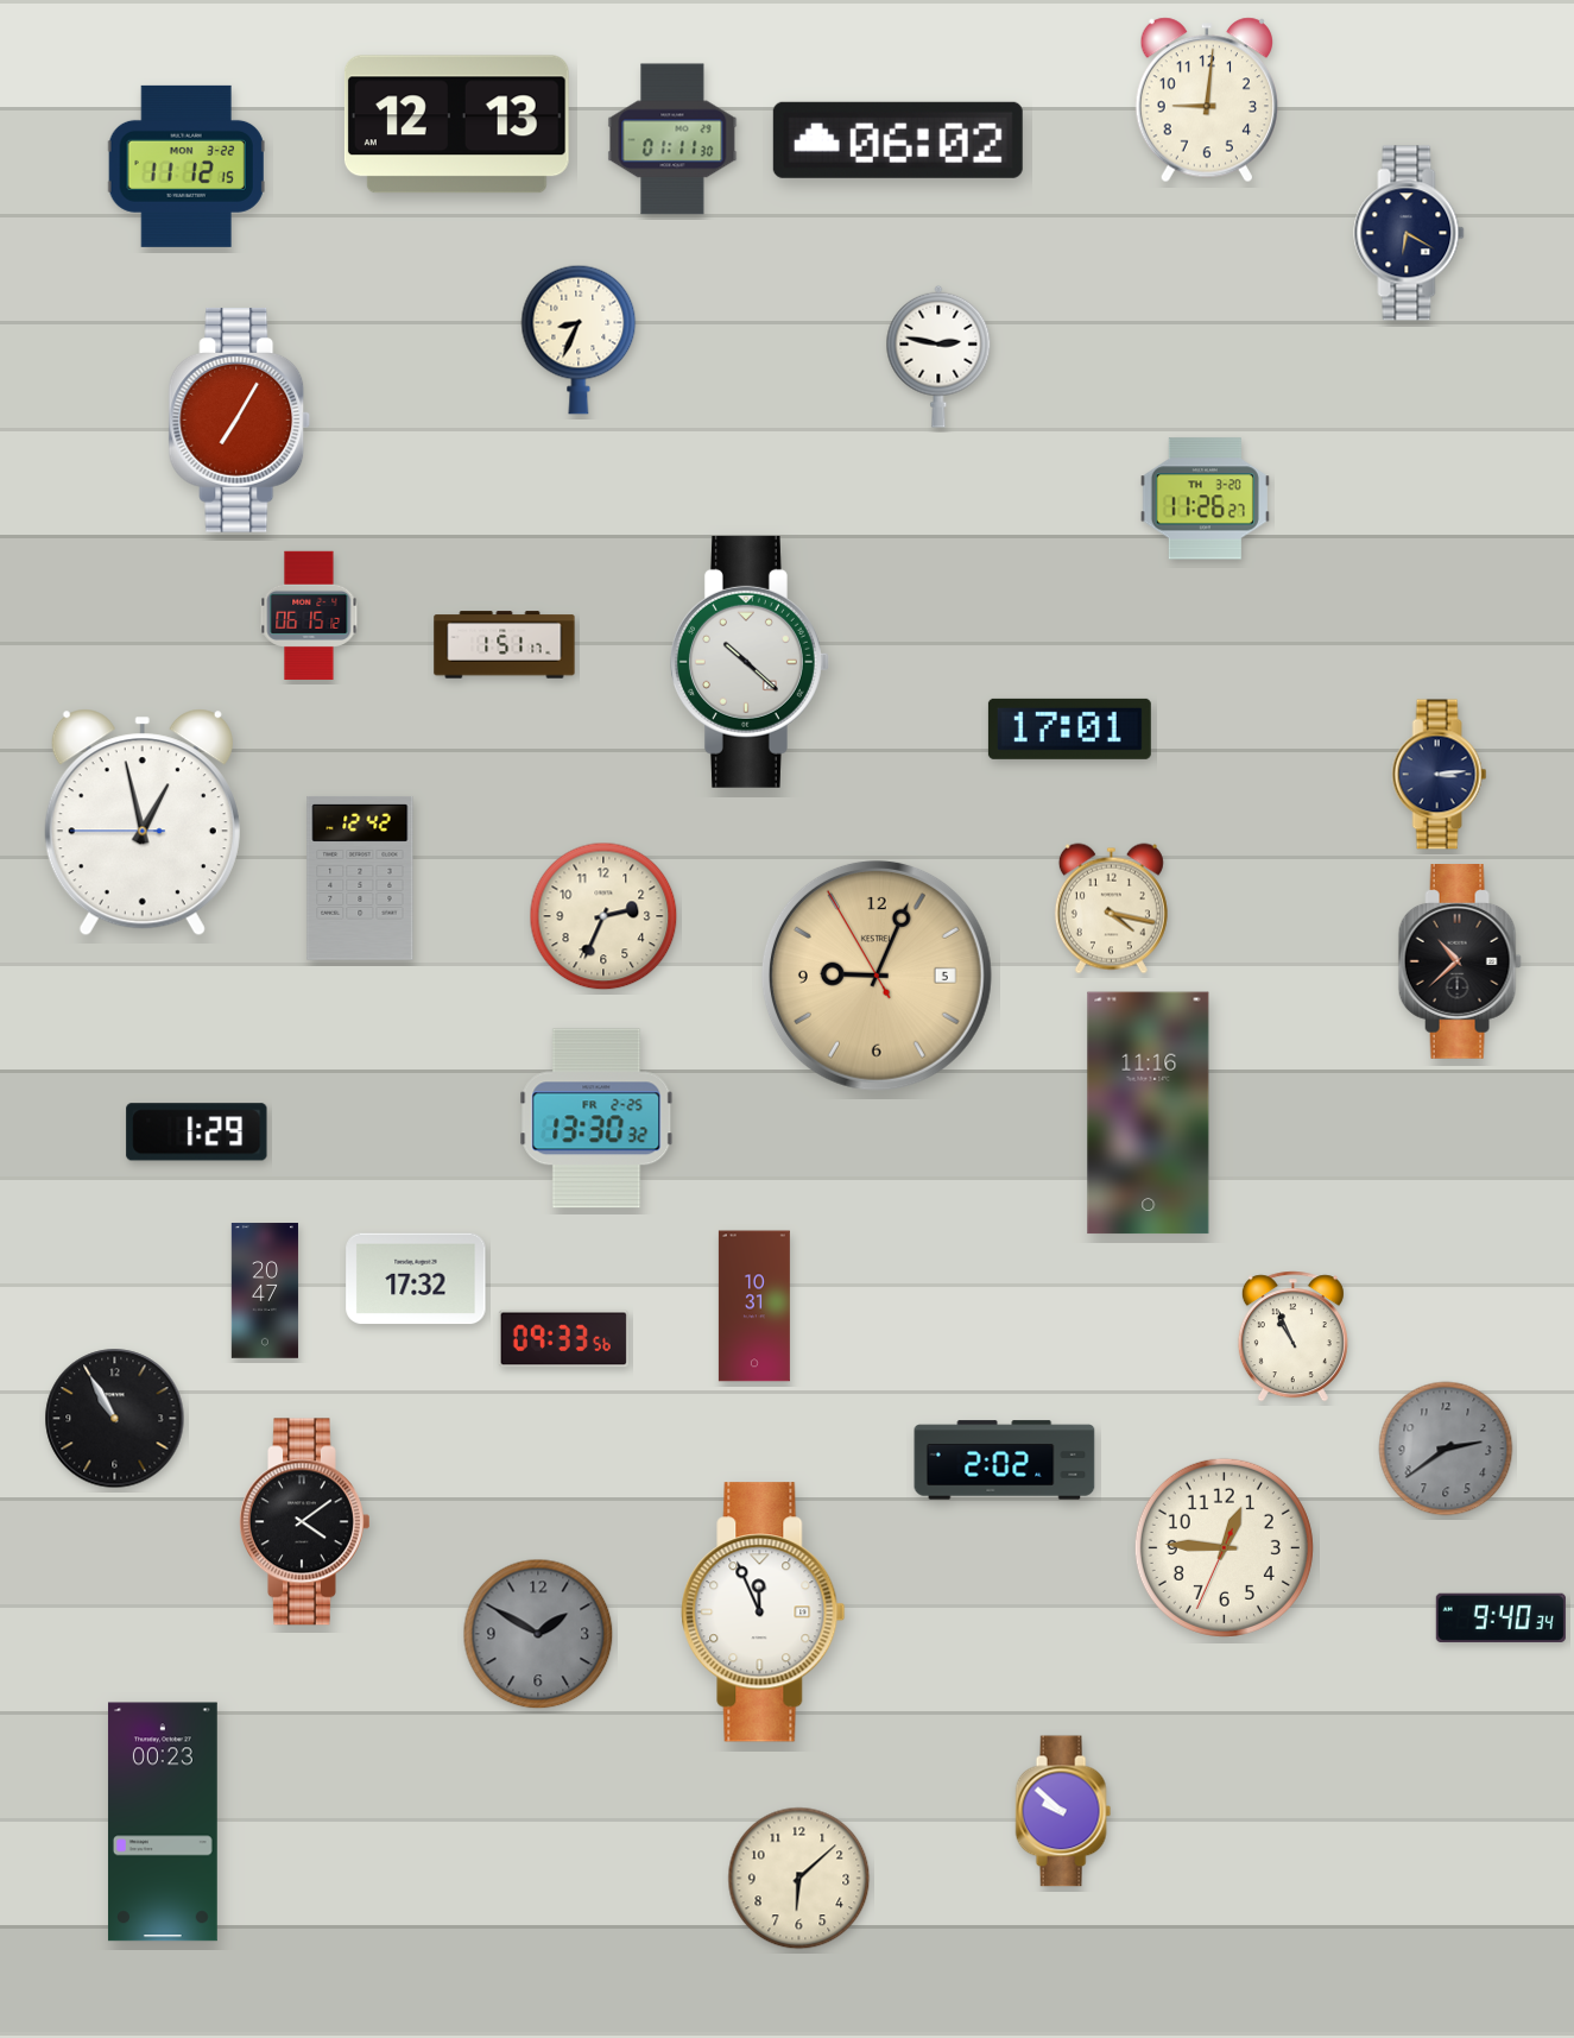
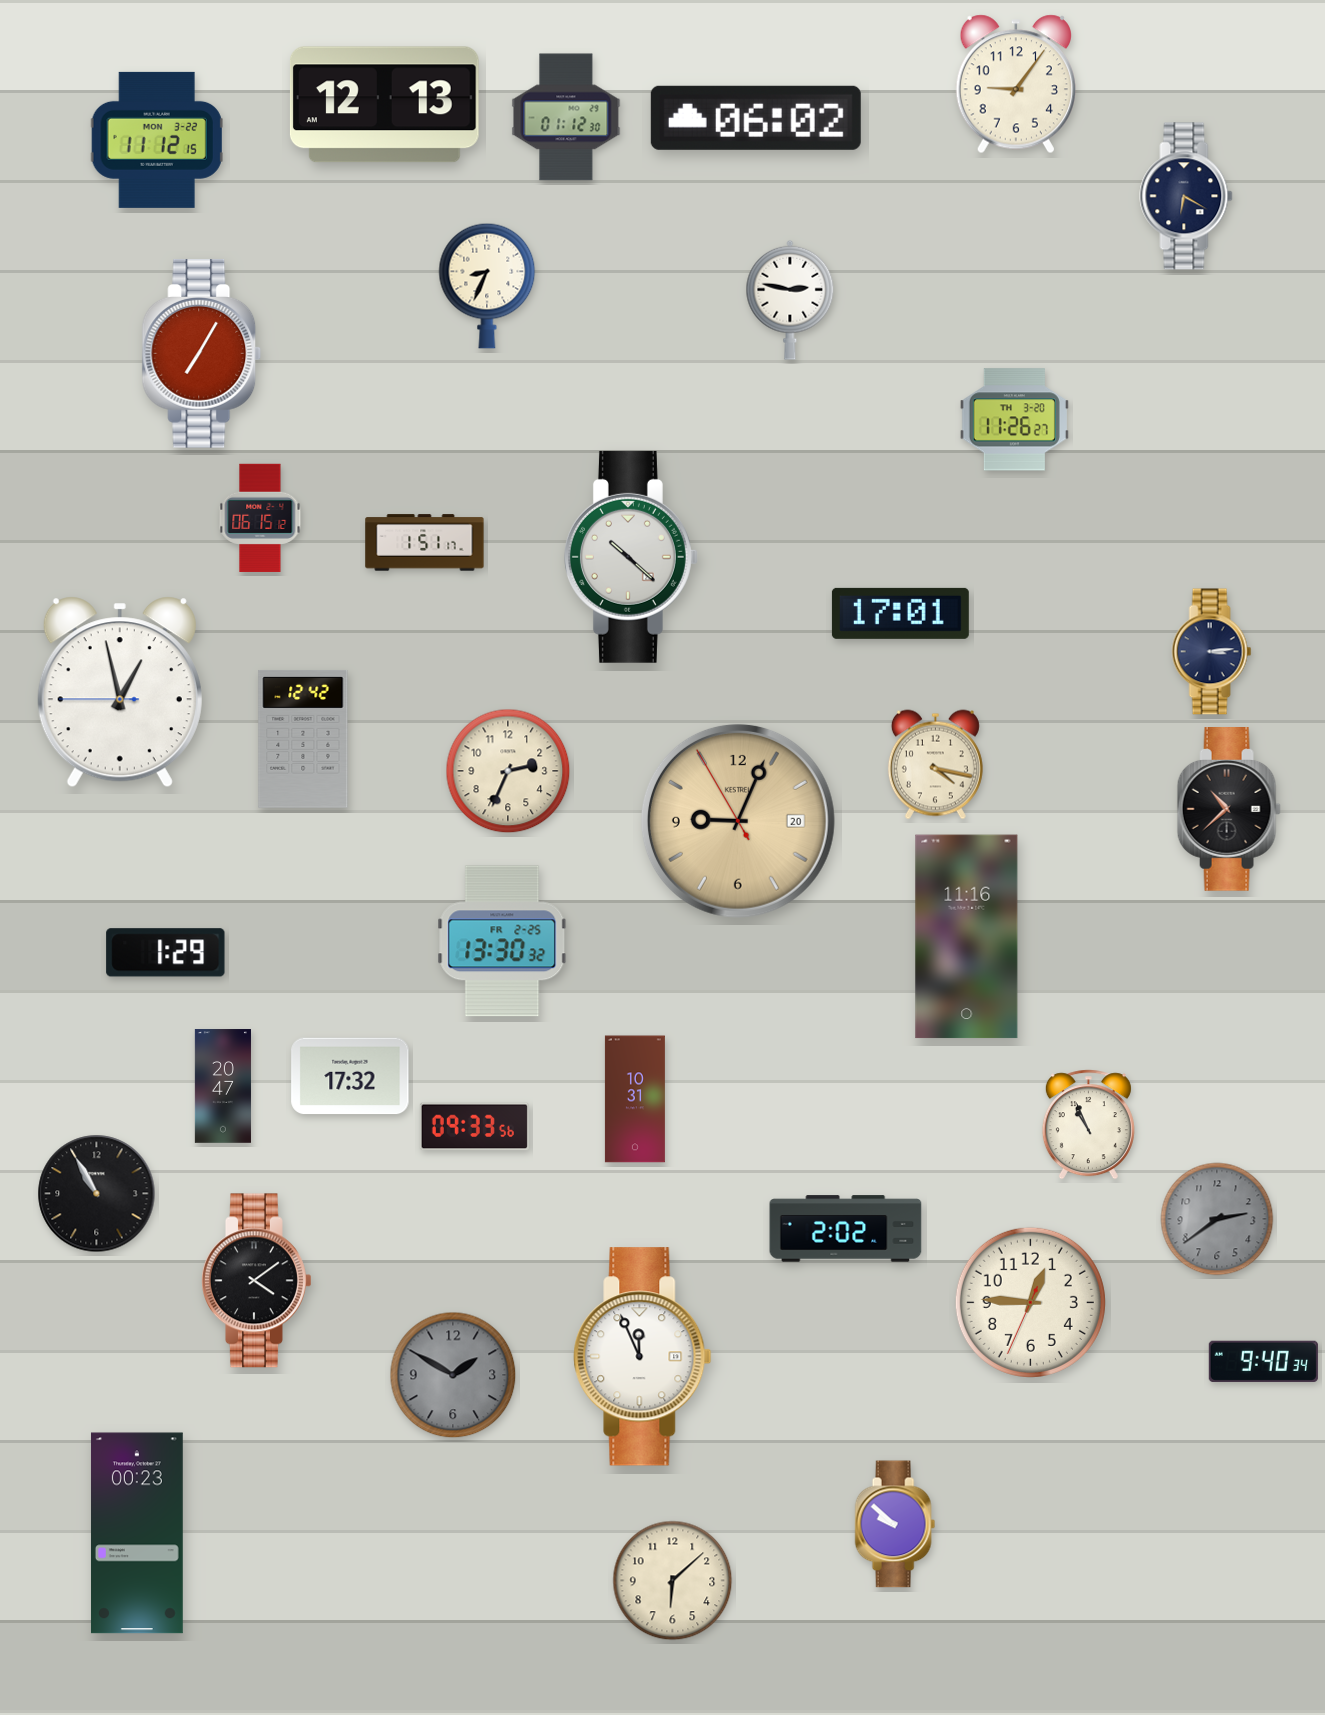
clock at (1207, 100): 9:01 -> 9:06
clock at (672, 139): 01:11 -> 01:12
clock at (877, 976) date: 5 -> 20
